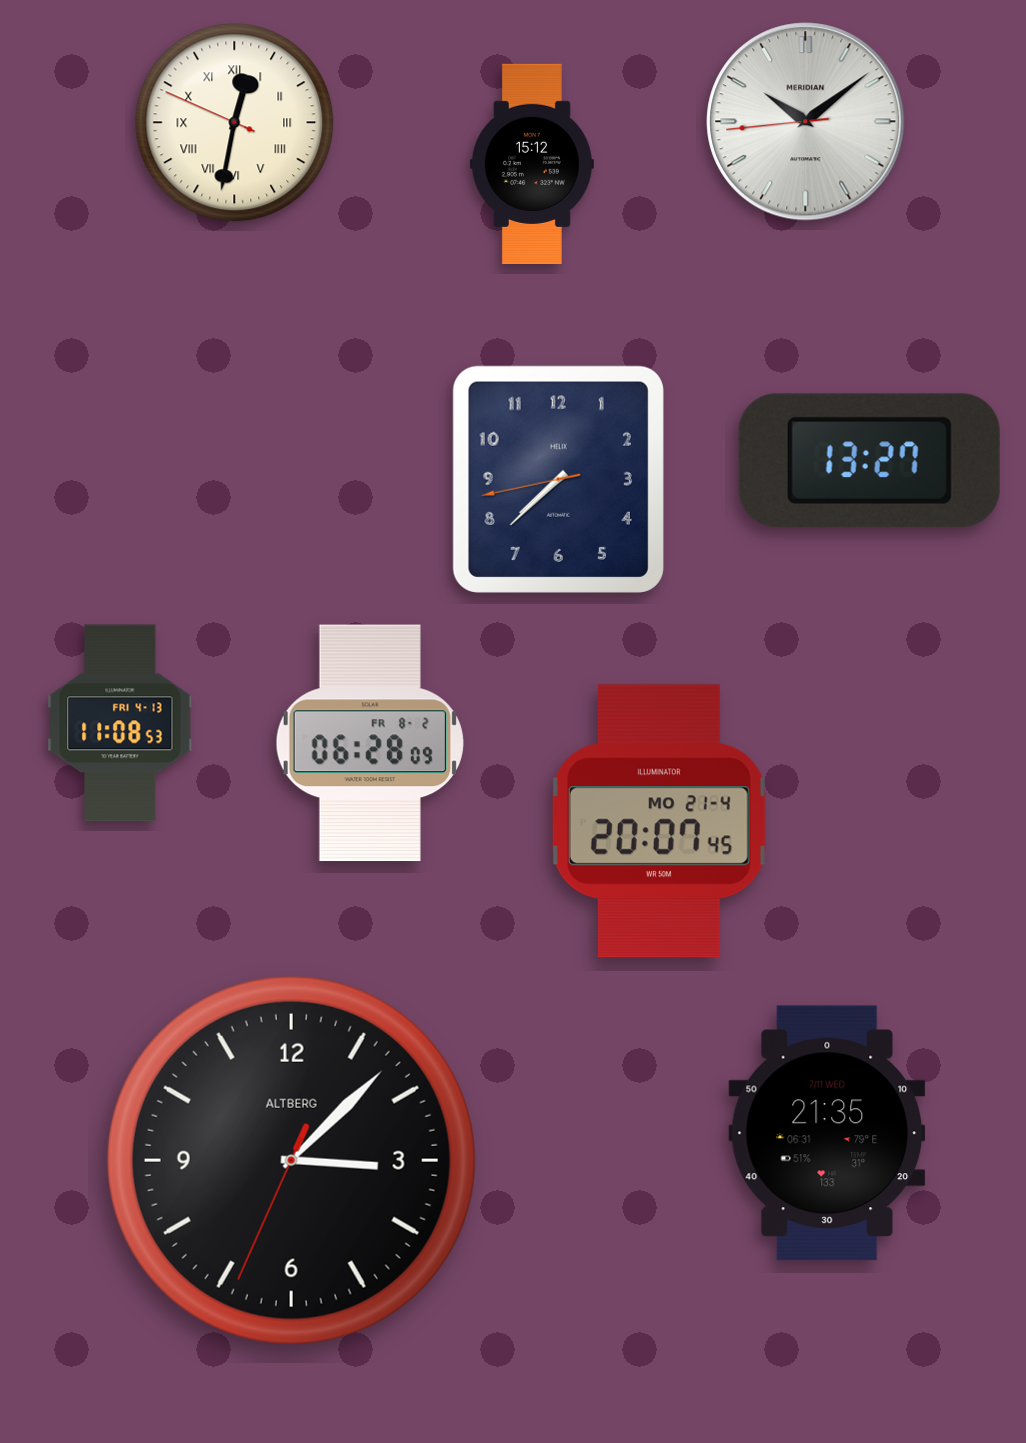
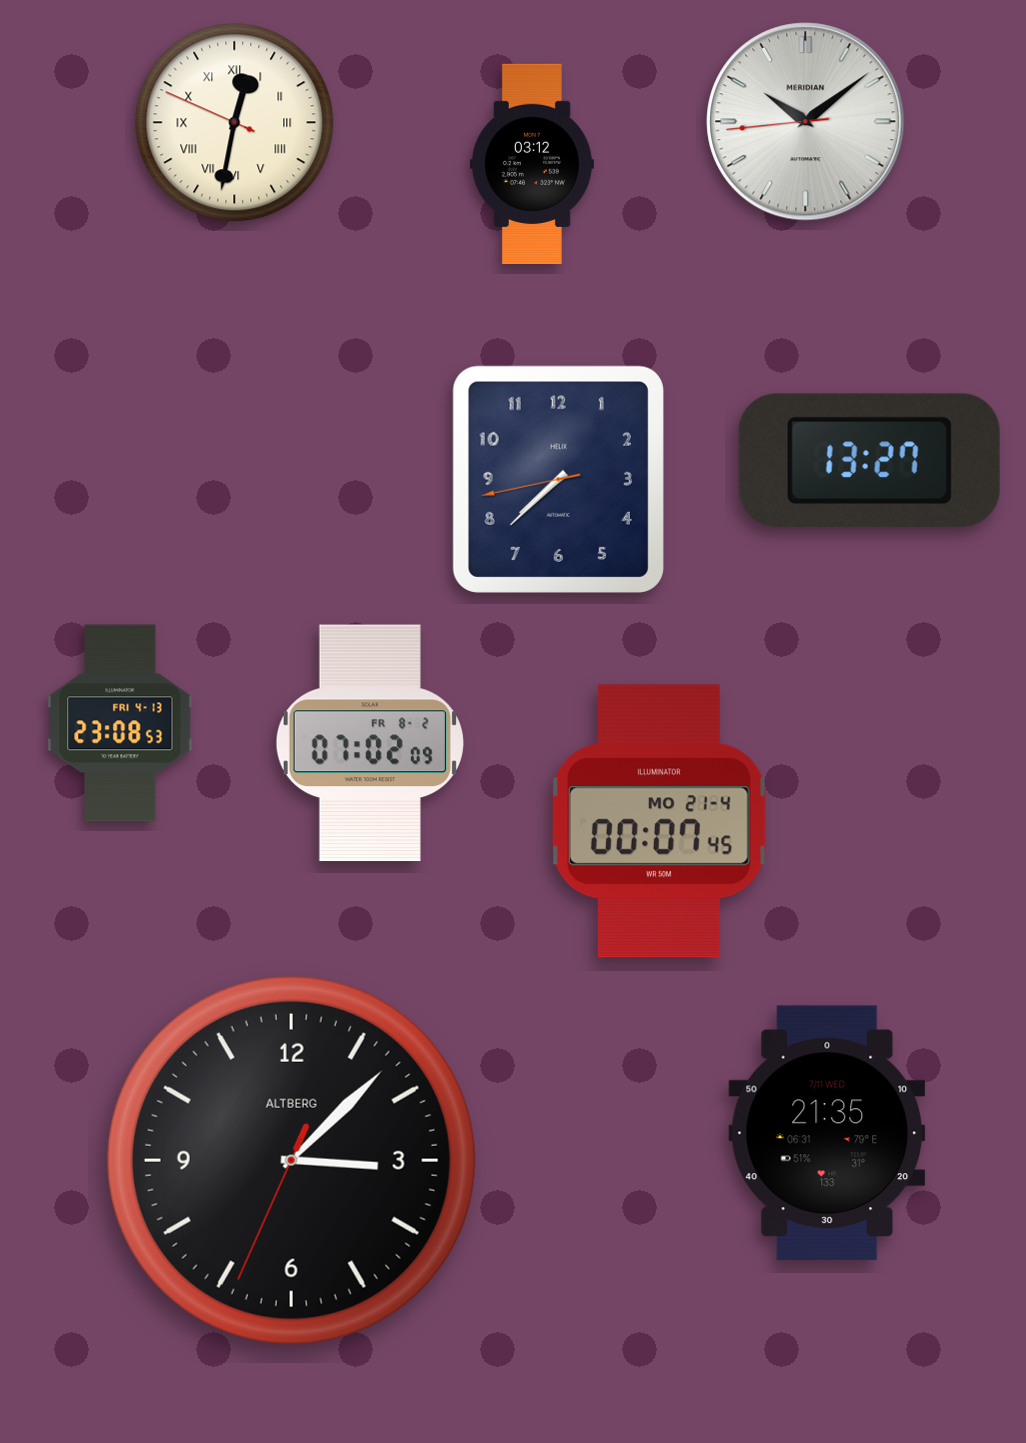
clock at (532, 163): 15:12 -> 03:12
clock at (120, 723): 11:08 -> 23:08
clock at (370, 743): 06:28 -> 07:02
clock at (659, 821): 20:07 -> 00:07
